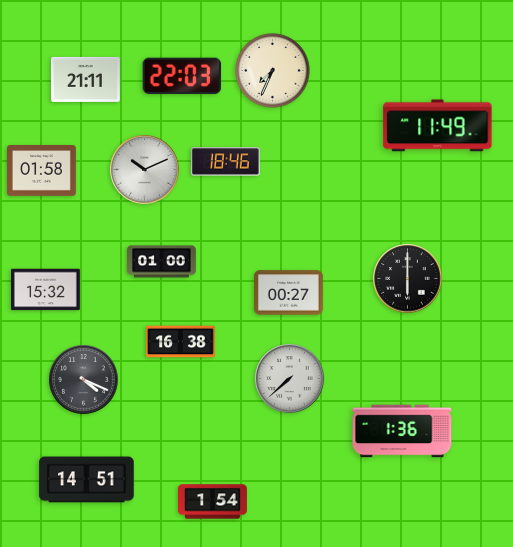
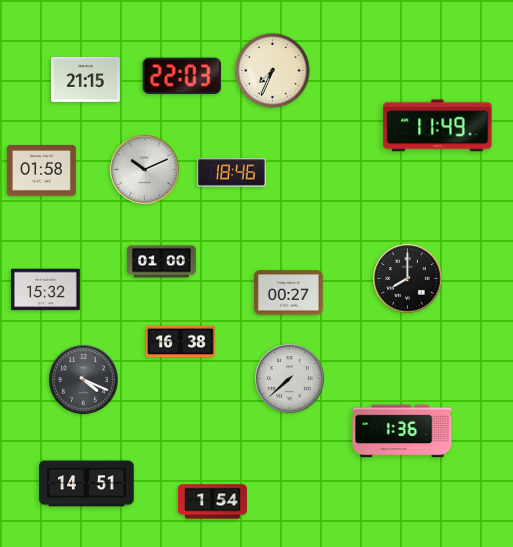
clock at (86, 79): 21:11 -> 21:15
clock at (225, 162) position: (225, 162) -> (231, 173)
clock at (408, 279): 6:00 -> 8:00
clock at (87, 480) position: (87, 480) -> (87, 484)
